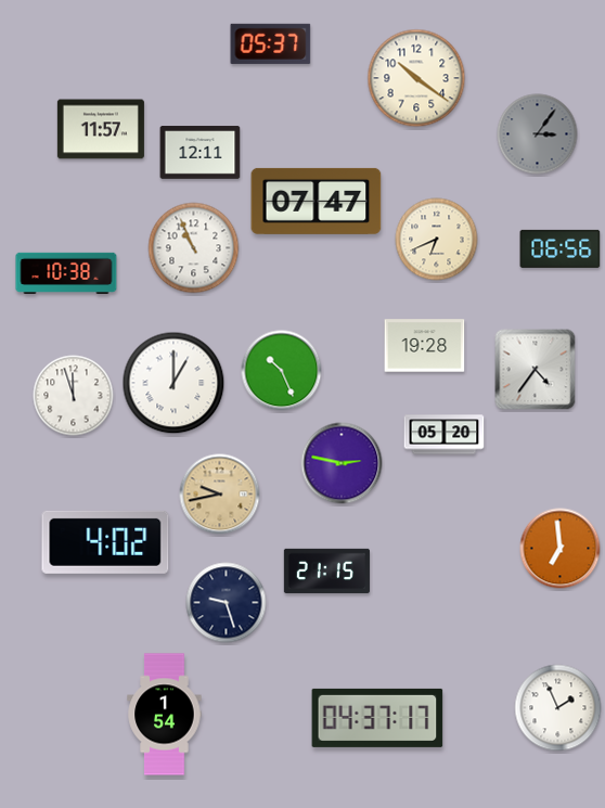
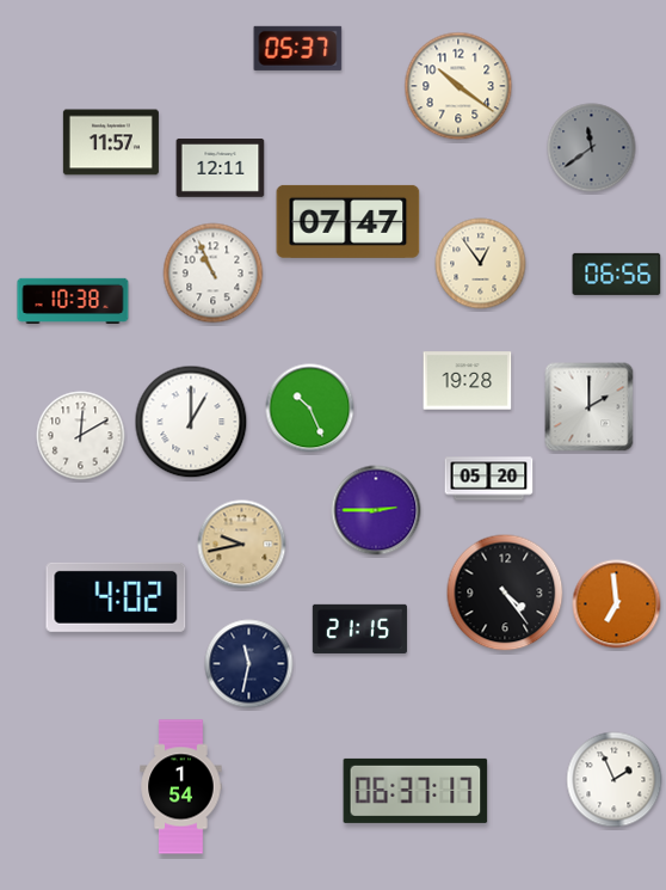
clock at (538, 134): 3:06 -> 11:39
clock at (437, 240): 6:41 -> 12:54
clock at (536, 370): 4:36 -> 2:00
clock at (74, 396): 11:57 -> 12:10
clock at (342, 463): 2:47 -> 2:45
clock at (505, 593): none -> 4:24
clock at (227, 603): 9:27 -> 11:32
clock at (377, 718): 04:37 -> 06:37
